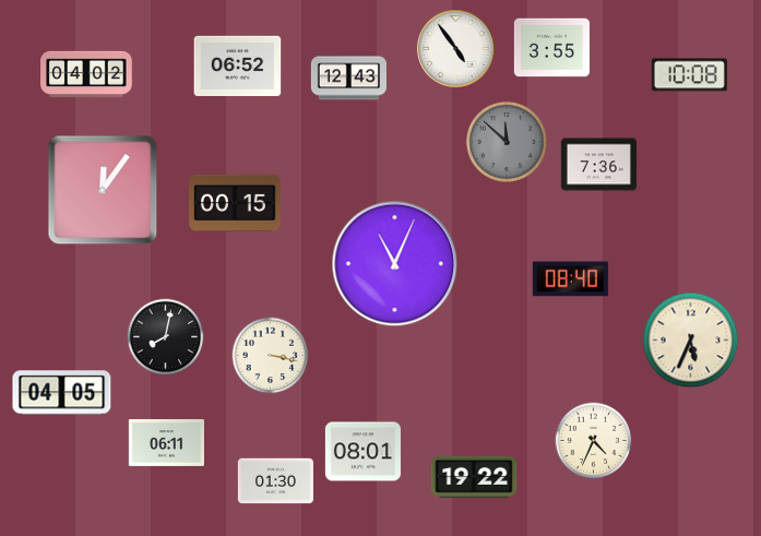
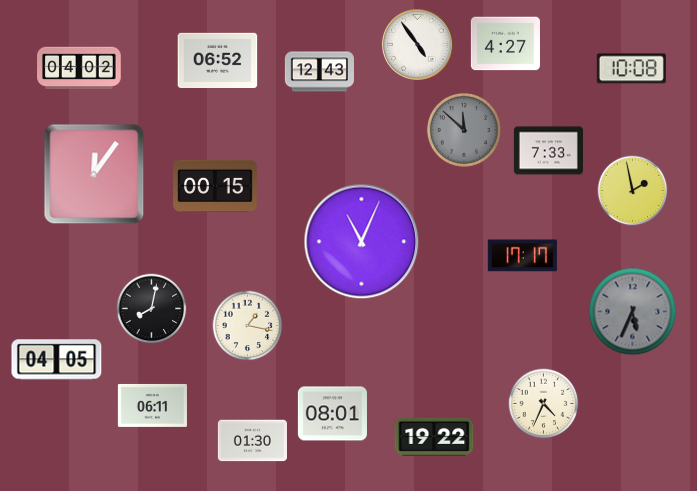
clock at (551, 48): 3:55 -> 4:27
clock at (598, 165): 7:36 -> 7:33
clock at (633, 191): none -> 1:58
clock at (570, 279): 08:40 -> 17:17
clock at (691, 341) dial: cream -> grey
clock at (271, 356): 3:17 -> 1:17
